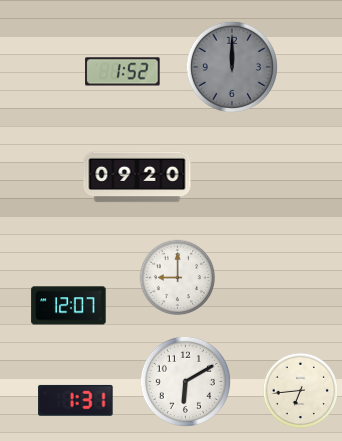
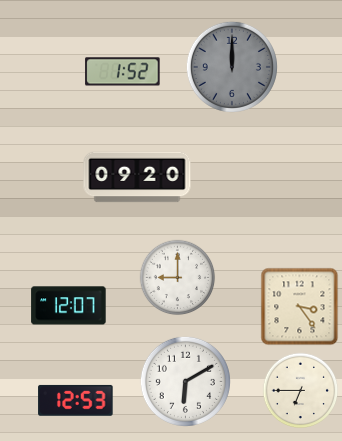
clock at (300, 307): none -> 3:24
clock at (301, 391): 6:44 -> 6:45
clock at (76, 400): 1:31 -> 12:53
